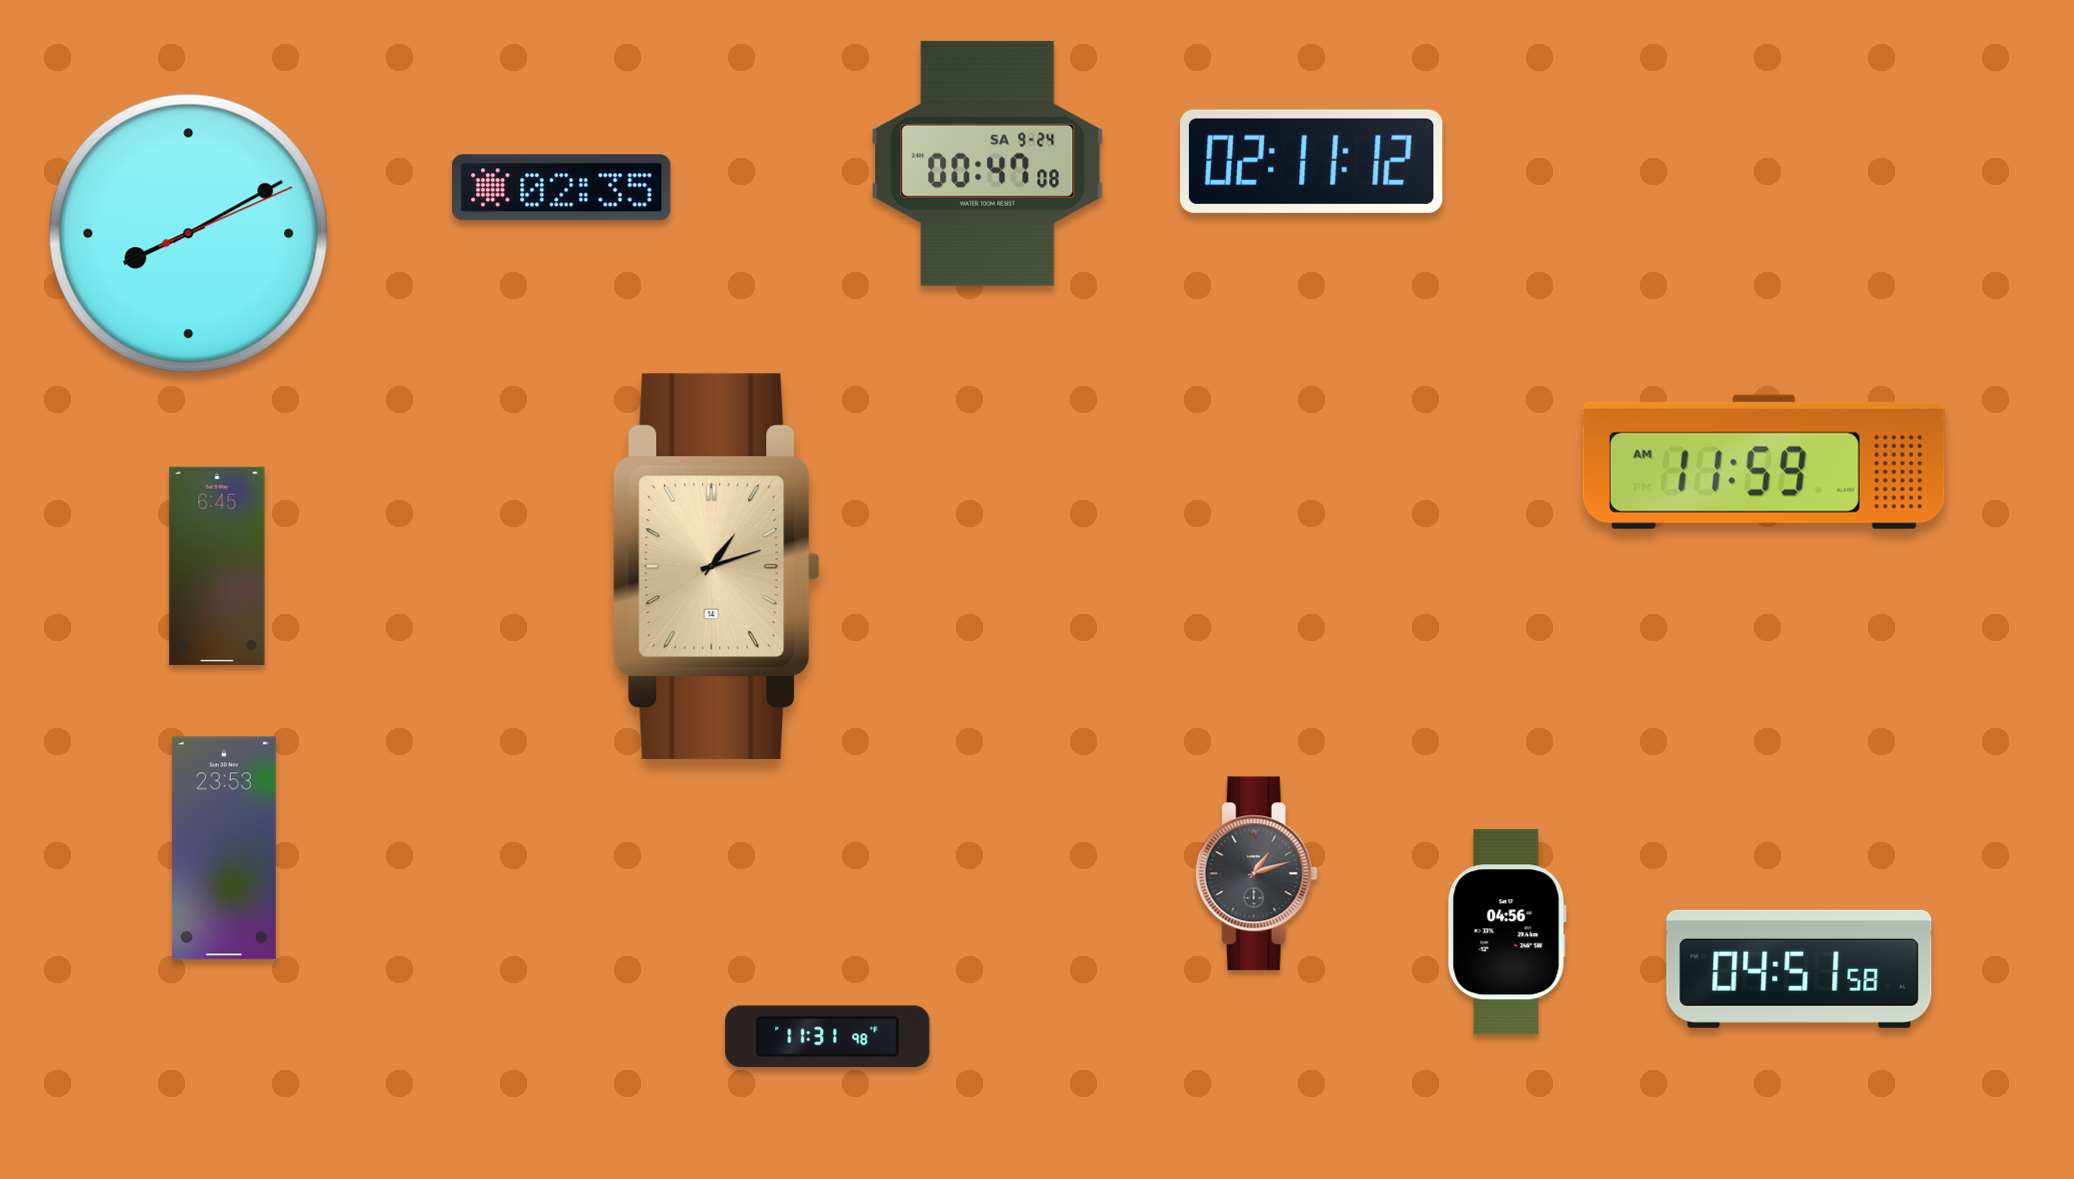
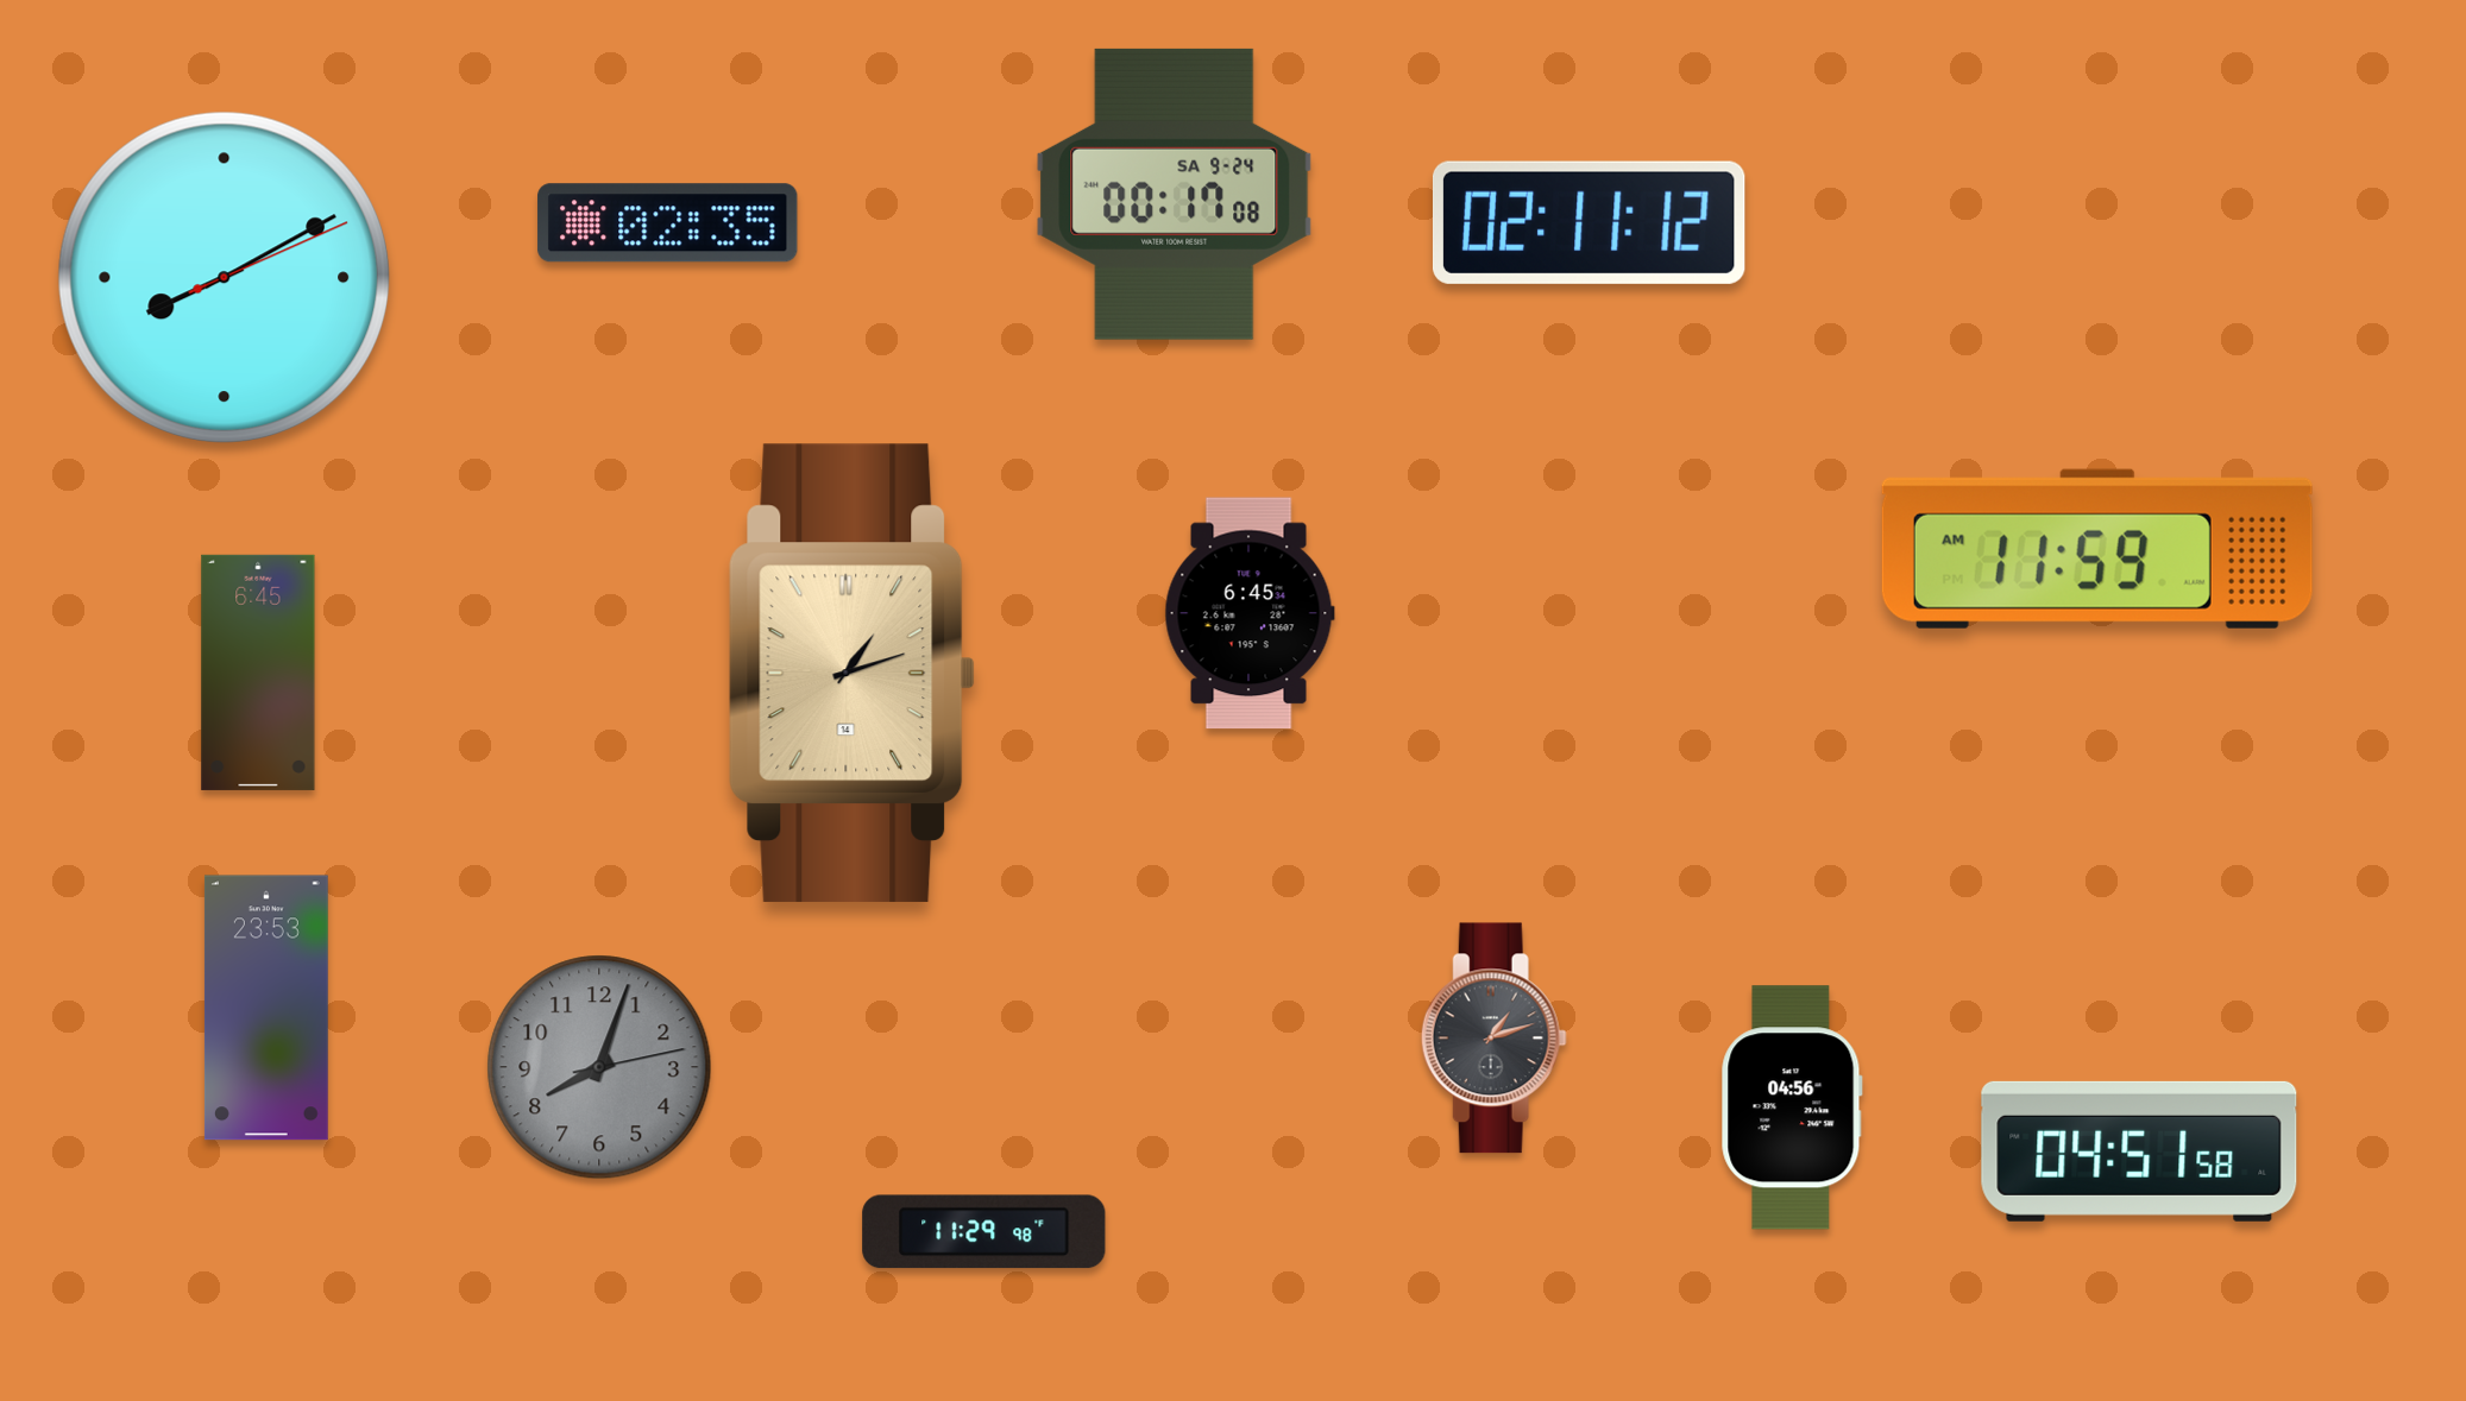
clock at (1311, 161) position: (1311, 161) -> (1589, 222)
clock at (988, 163): 00:47 -> 00:17
clock at (1250, 613): none -> 6:45
clock at (599, 1067): none -> 8:03
clock at (828, 1037): 11:31 -> 11:29
